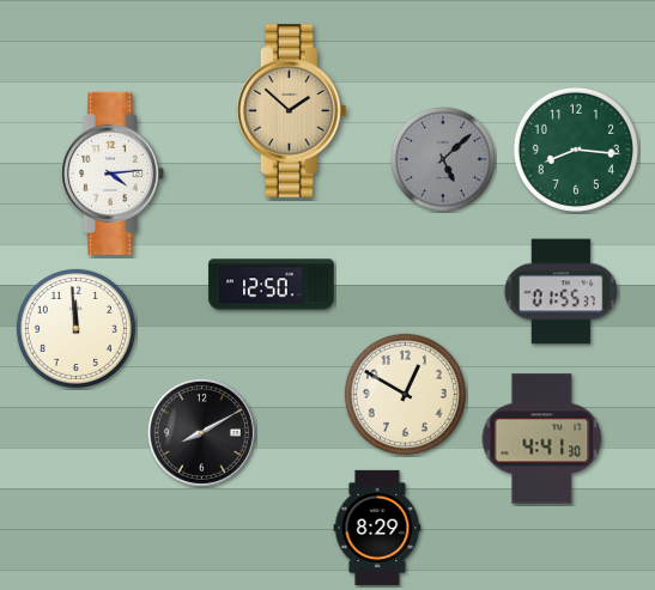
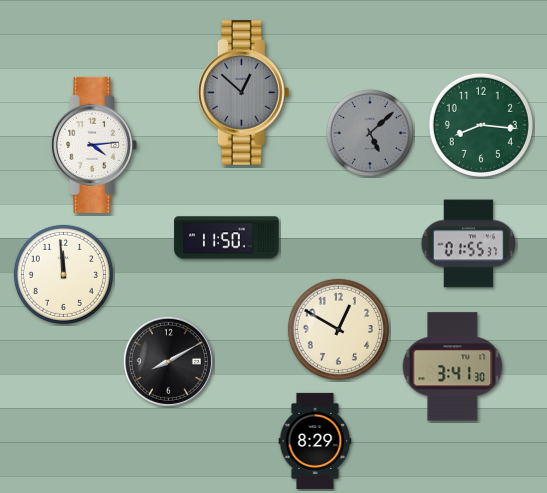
clock at (292, 111): 1:52 -> 12:52
clock at (292, 111) dial: champagne -> grey
clock at (272, 285): 12:50 -> 11:50
clock at (542, 439): 4:41 -> 3:41
